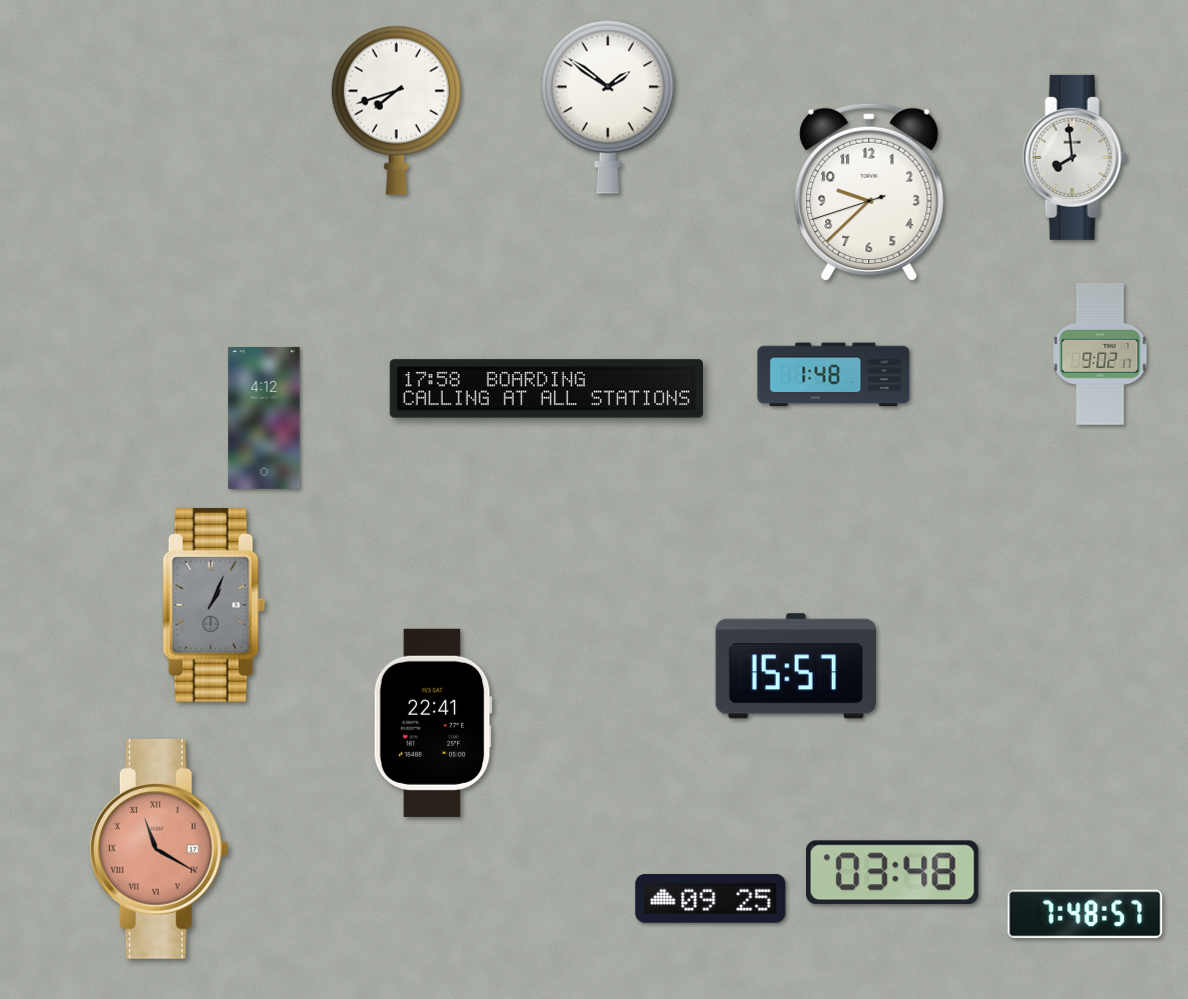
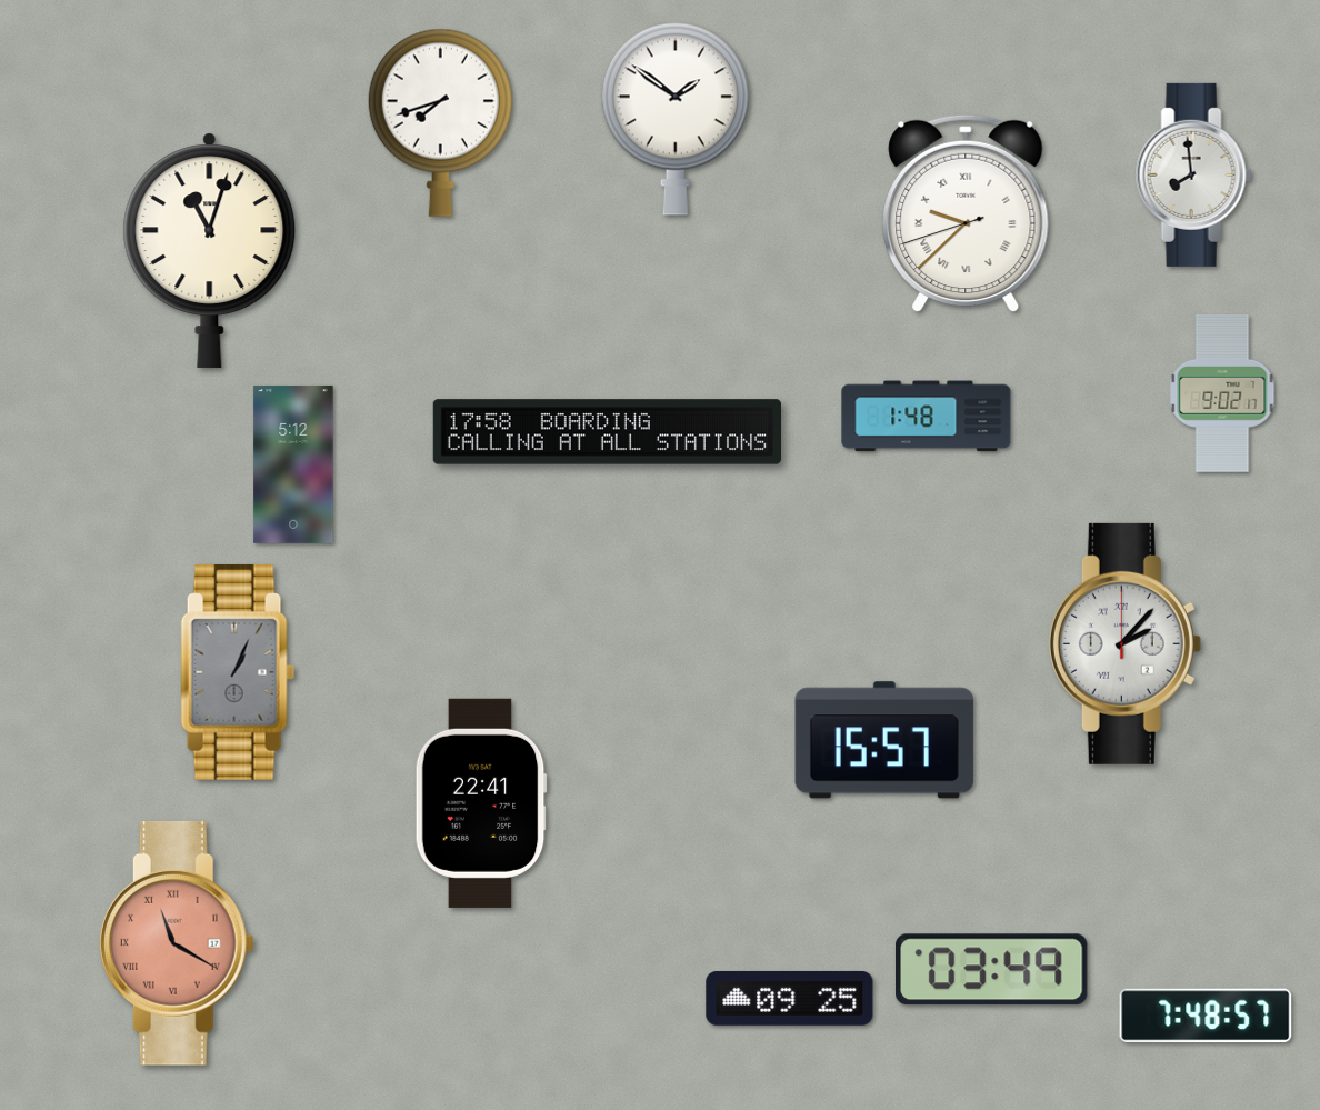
clock at (869, 192) numerals: Arabic -> Roman
clock at (210, 250): none -> 11:03
clock at (264, 418): 4:12 -> 5:12
clock at (1124, 643): none -> 2:07
clock at (893, 873): 03:48 -> 03:49
